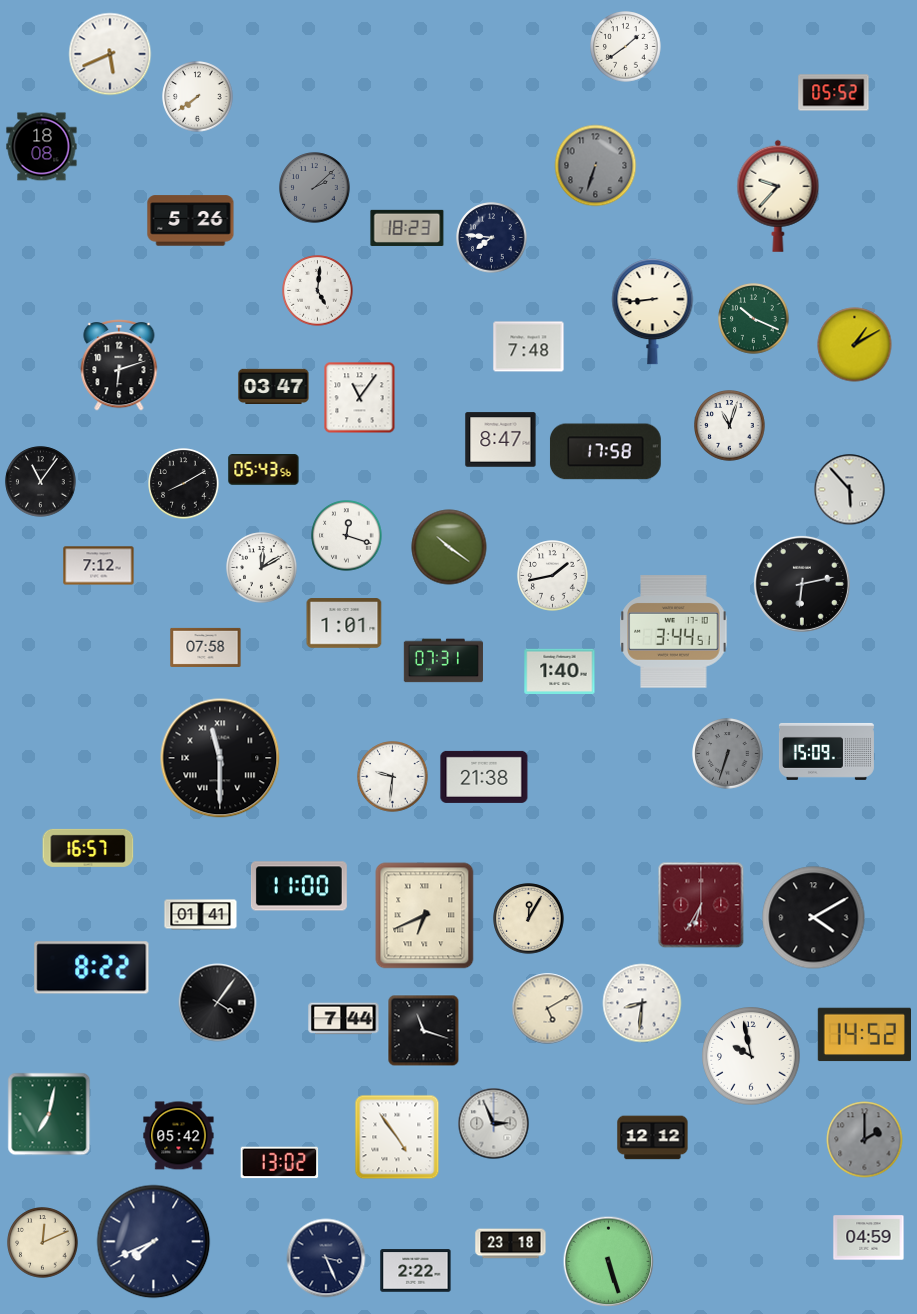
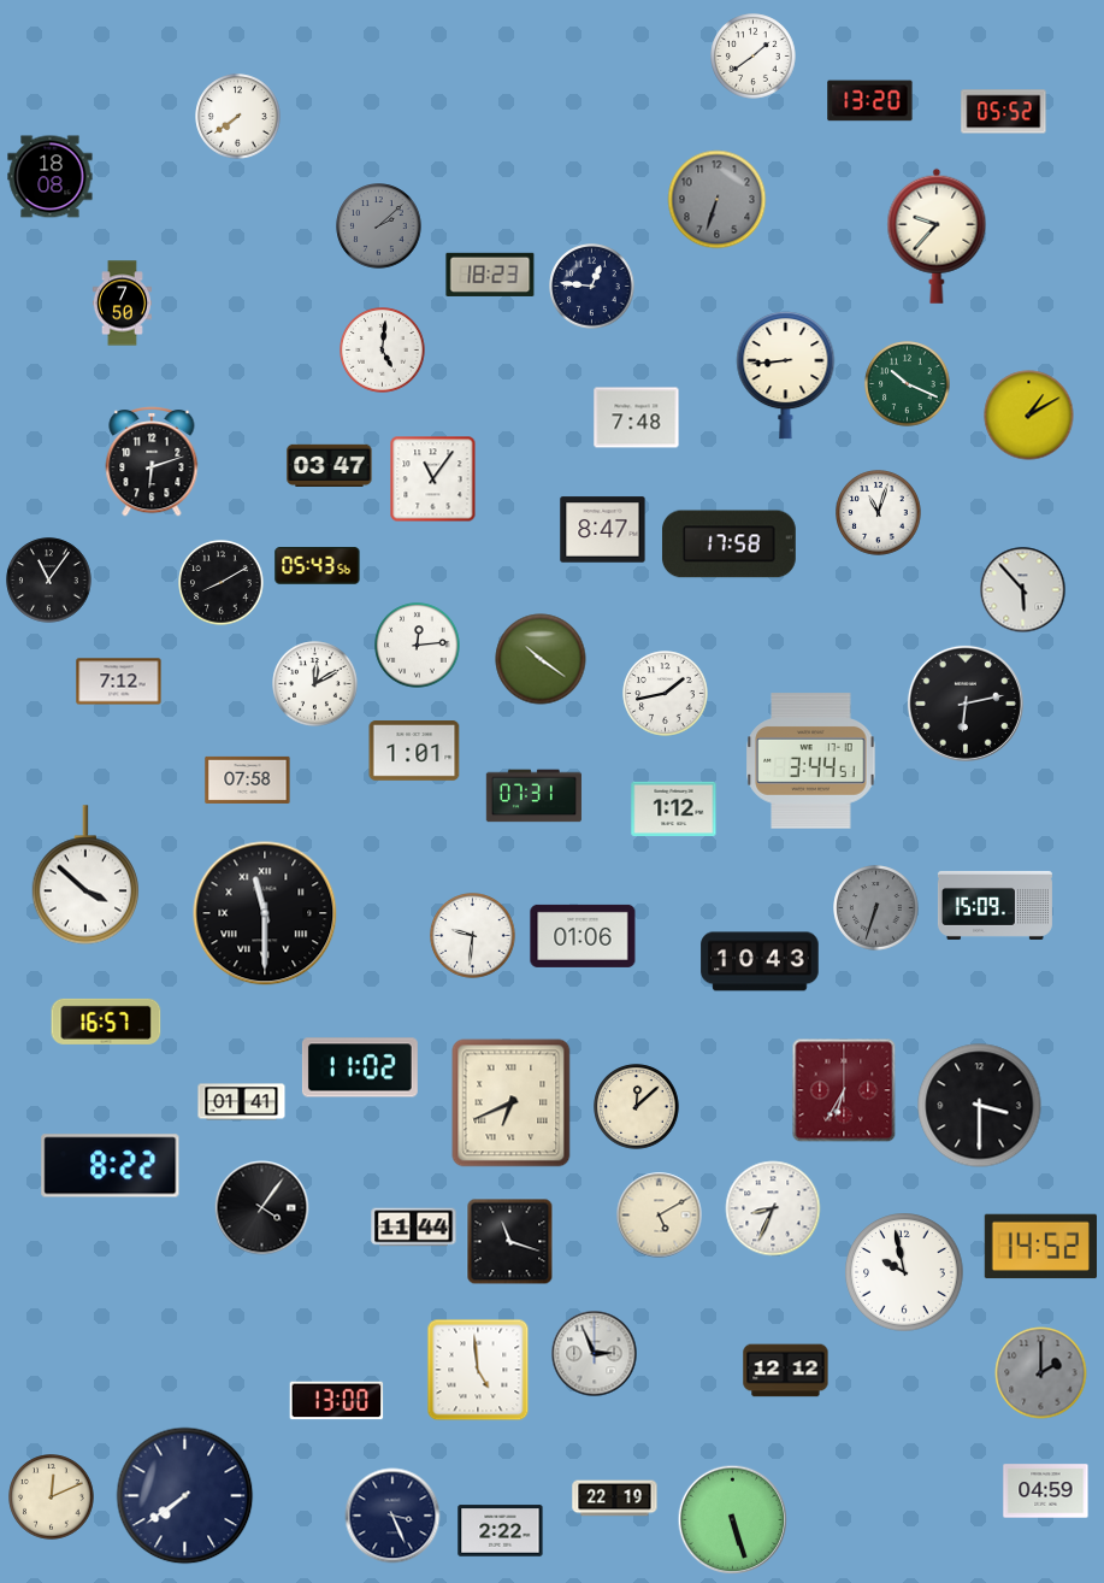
clock at (110, 54): 5:41 -> none
clock at (870, 101): none -> 13:20
clock at (191, 221): 5:26 -> none
clock at (492, 238): 7:46 -> 12:46
clock at (122, 304): none -> 7:50
clock at (119, 366) position: (119, 366) -> (152, 463)
clock at (347, 536): 12:18 -> 12:14
clock at (560, 671): 1:40 -> 1:12
clock at (85, 875): none -> 3:52
clock at (484, 777): 21:38 -> 01:06
clock at (760, 961): none -> 10:43
clock at (299, 886): 11:00 -> 11:02
clock at (814, 918): 4:10 -> 3:30
clock at (529, 919): 12:05 -> 12:08
clock at (642, 1003): 8:31 -> 8:34
clock at (344, 1019): 7:44 -> 11:44
clock at (49, 1114): 7:02 -> none
clock at (179, 1136): 05:42 -> none
clock at (397, 1137): 4:54 -> 4:59
clock at (280, 1163): 13:02 -> 13:00
clock at (154, 1242): 7:41 -> 7:39
clock at (511, 1244): 23:18 -> 22:19
